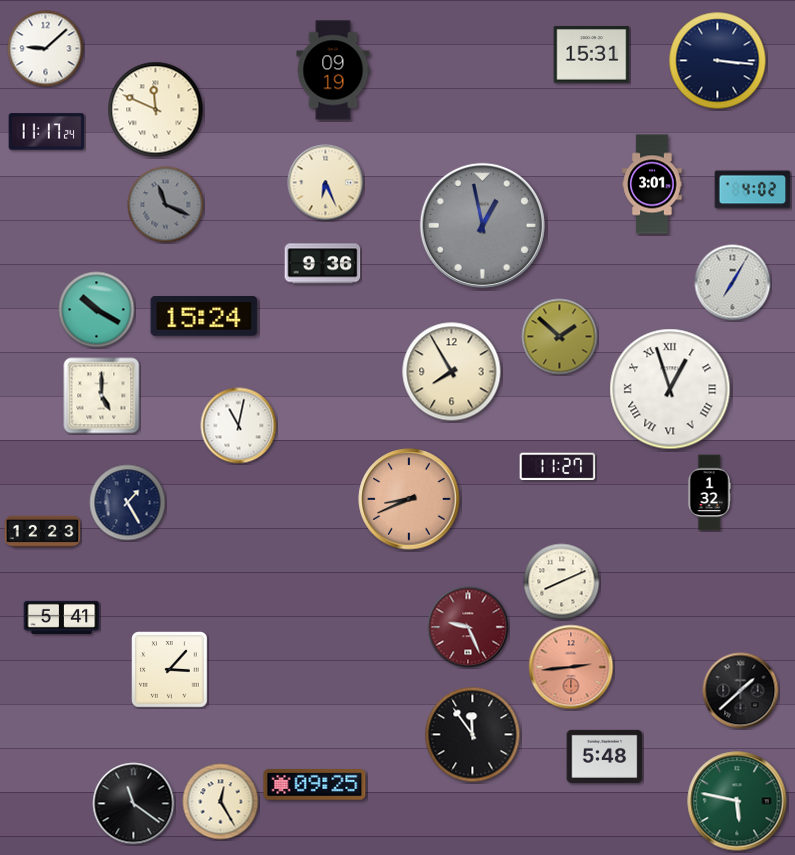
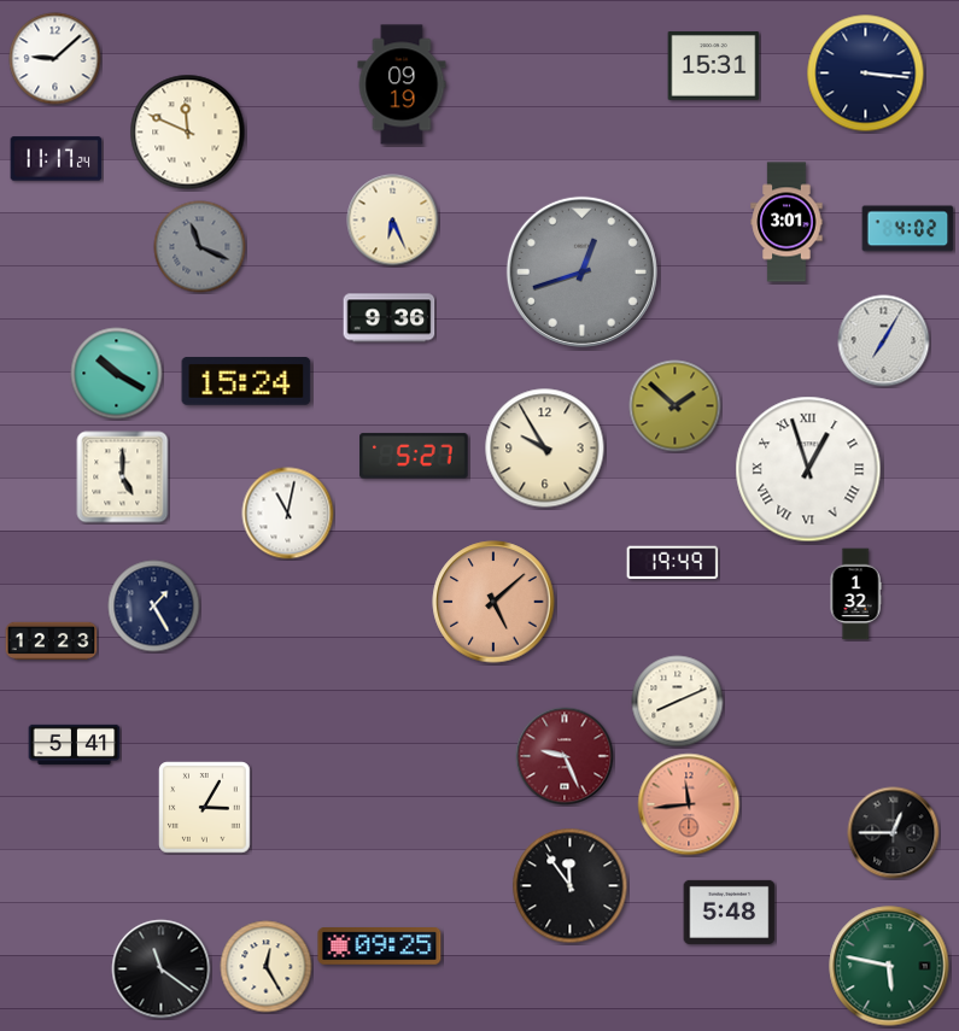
clock at (482, 225): 12:58 -> 12:42
clock at (452, 372): 7:55 -> 9:55
clock at (414, 456): none -> 5:27
clock at (558, 467): 11:27 -> 19:49
clock at (409, 499): 8:41 -> 5:08
clock at (571, 667): 2:44 -> 11:44
clock at (170, 670): 3:07 -> 3:05
clock at (741, 691): 1:38 -> 12:45
